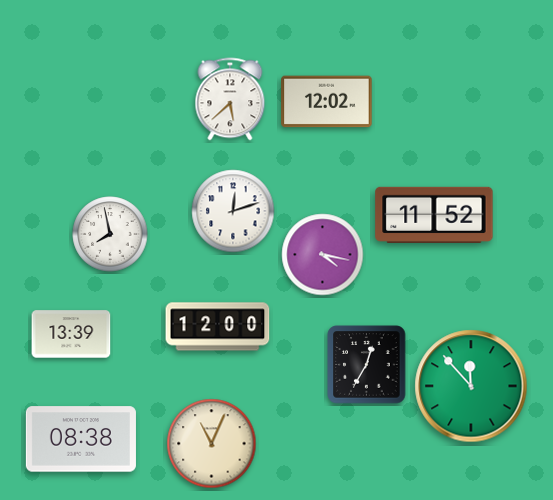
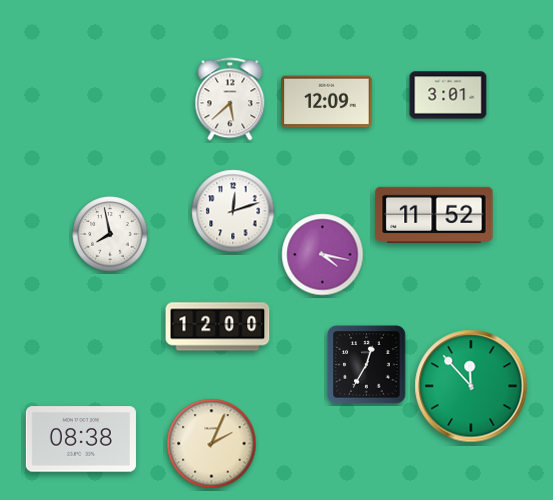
clock at (448, 95): none -> 3:01
clock at (327, 102): 12:02 -> 12:09
clock at (71, 334): 13:39 -> none
clock at (212, 444): 11:04 -> 2:04
